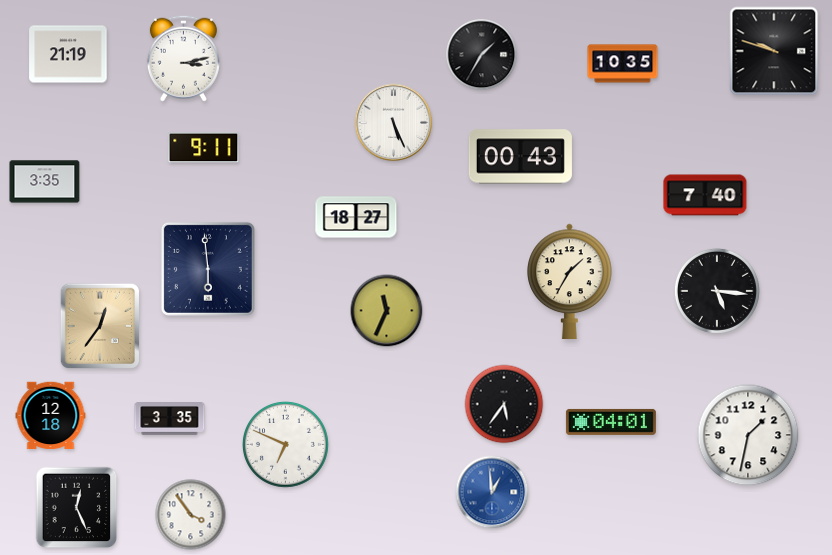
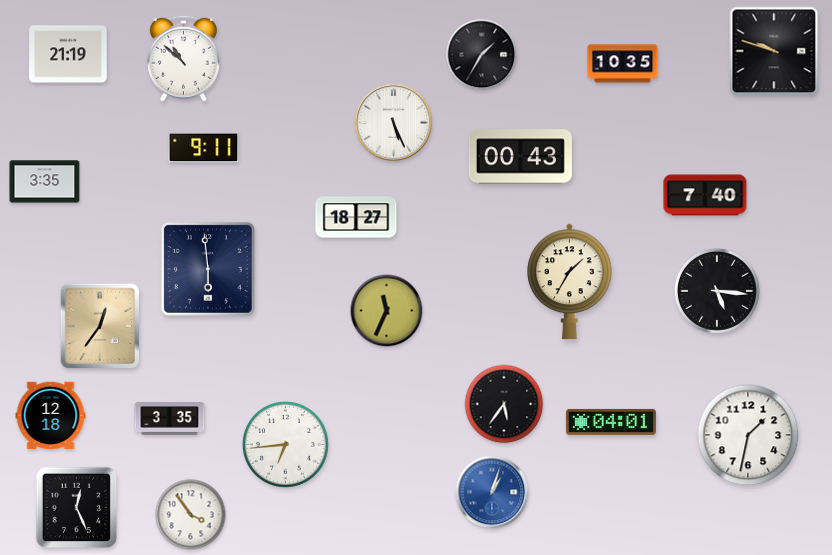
clock at (183, 58): 3:13 -> 10:52
clock at (285, 444): 6:49 -> 6:44
clock at (492, 492): 12:59 -> 1:03
